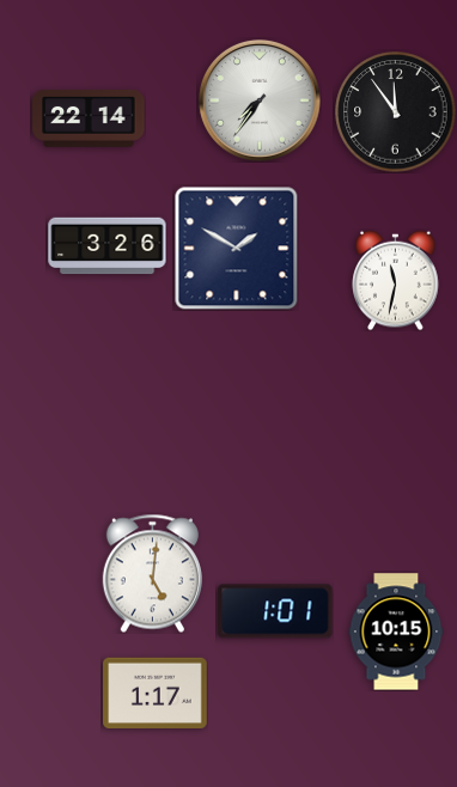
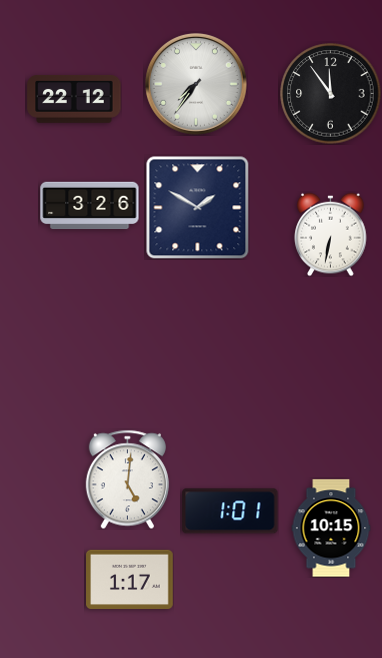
clock at (260, 100) position: (260, 100) -> (196, 84)
clock at (89, 118): 22:14 -> 22:12
clock at (396, 280): 11:32 -> 6:32
